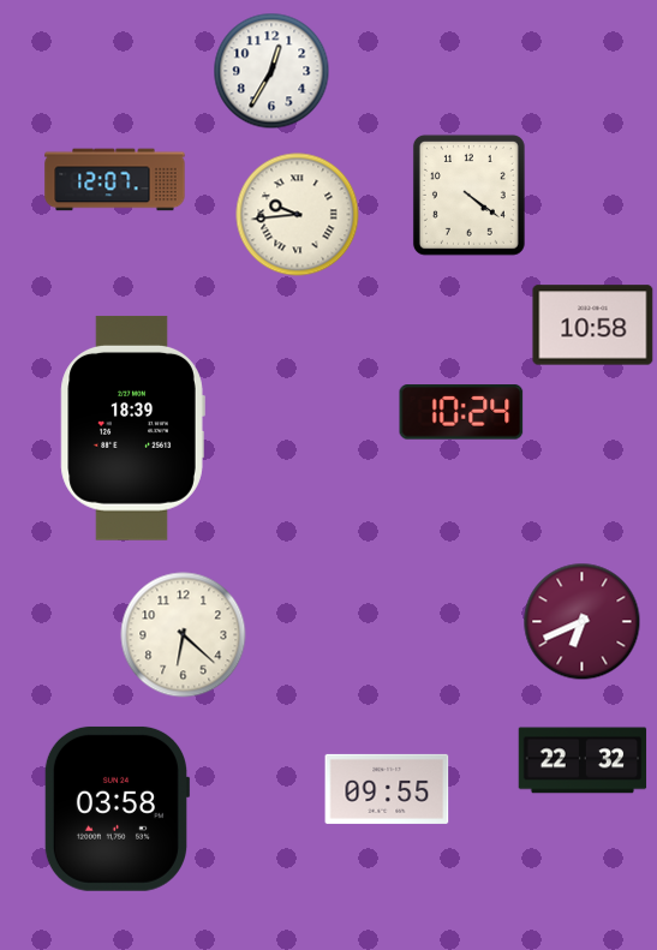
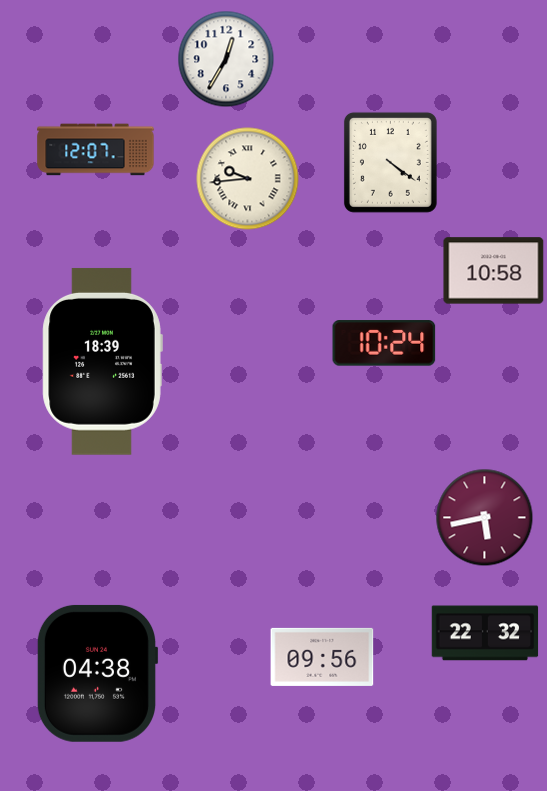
clock at (132, 429) position: (132, 429) -> (102, 362)
clock at (583, 622): 6:41 -> 5:43
clock at (184, 635): 6:22 -> none
clock at (387, 789): 09:55 -> 09:56
clock at (117, 808): 03:58 -> 04:38
